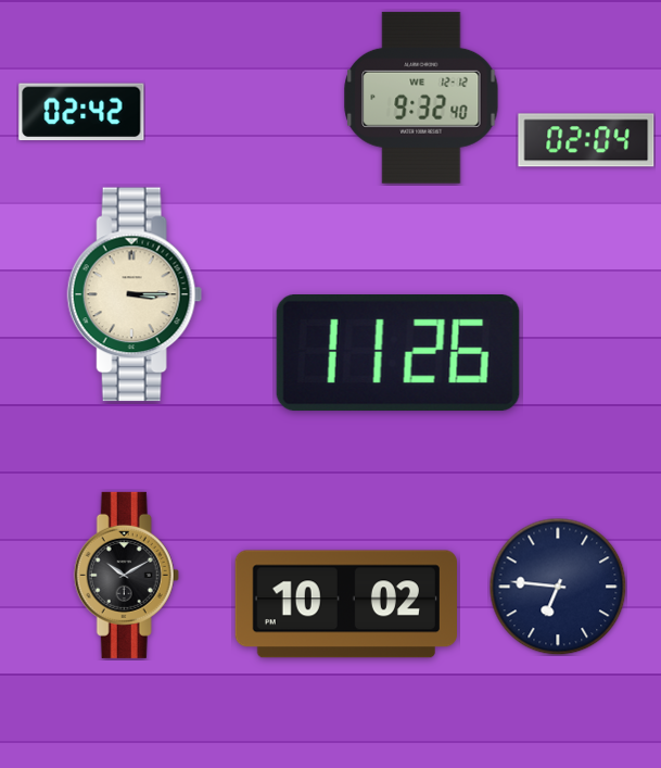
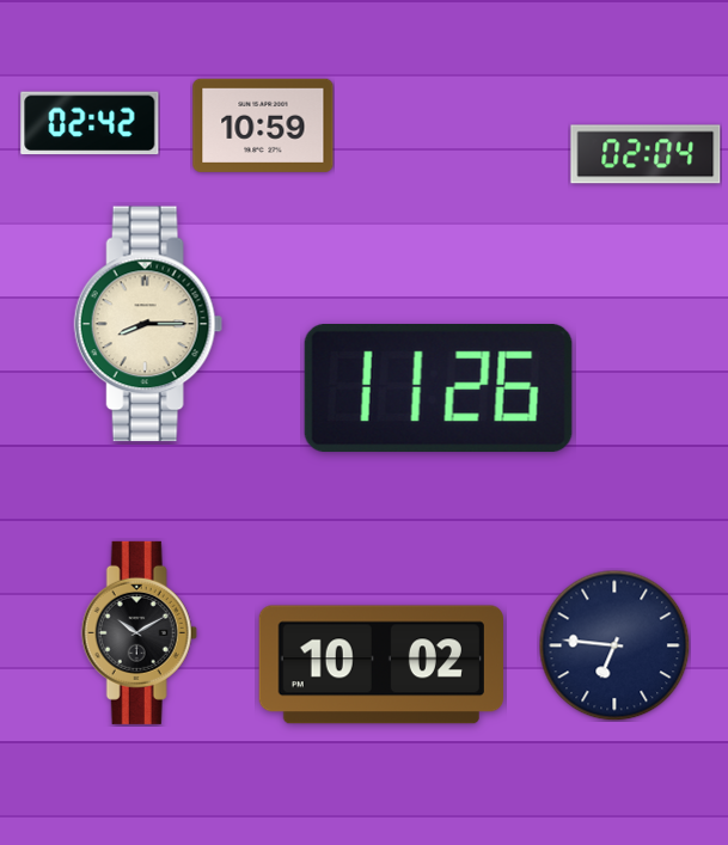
clock at (421, 98): 9:32 -> none
clock at (263, 125): none -> 10:59
clock at (135, 294): 3:15 -> 8:15
